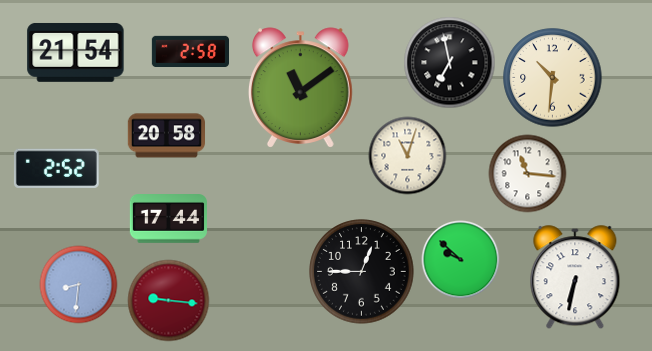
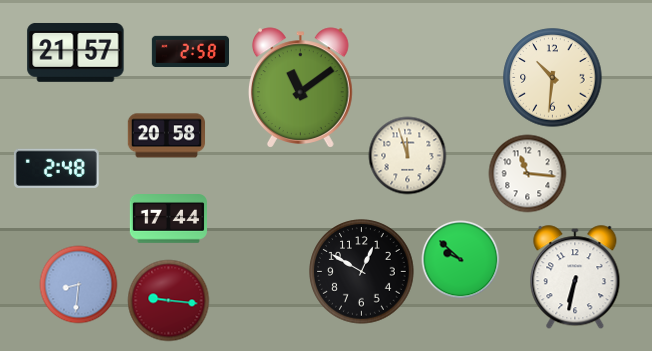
clock at (76, 52): 21:54 -> 21:57
clock at (449, 62): 6:58 -> none
clock at (407, 155): 11:03 -> 11:57
clock at (56, 168): 2:52 -> 2:48
clock at (362, 272): 12:45 -> 12:50
